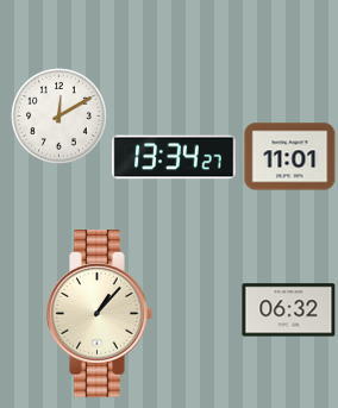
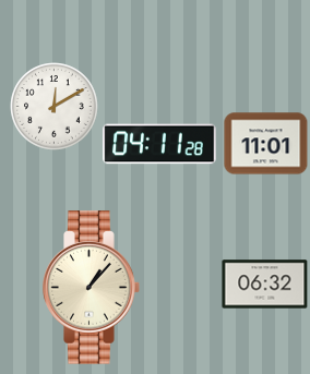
clock at (174, 157): 13:34 -> 04:11
